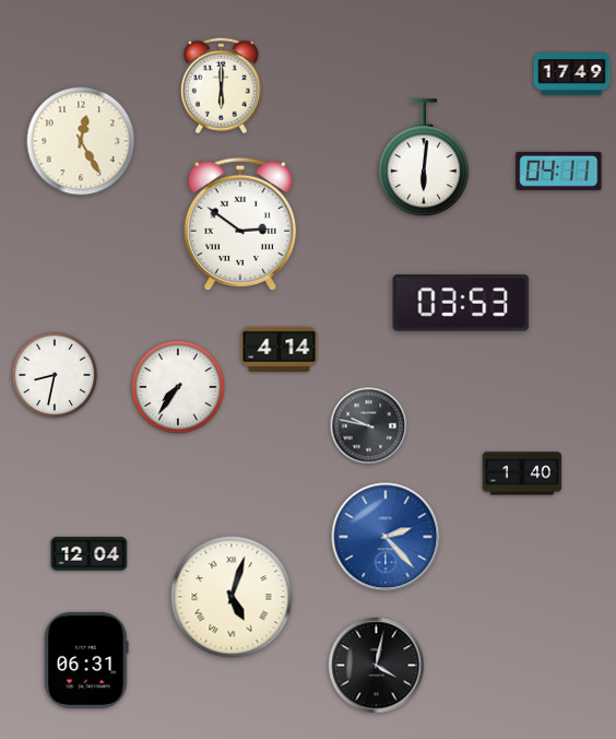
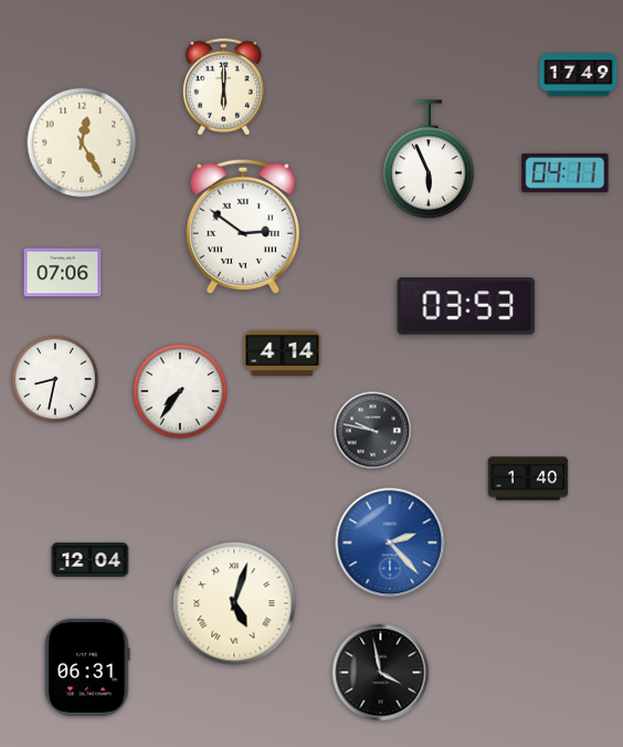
clock at (424, 159): 6:01 -> 5:56
clock at (63, 273): none -> 07:06
clock at (377, 666): 4:02 -> 3:58
